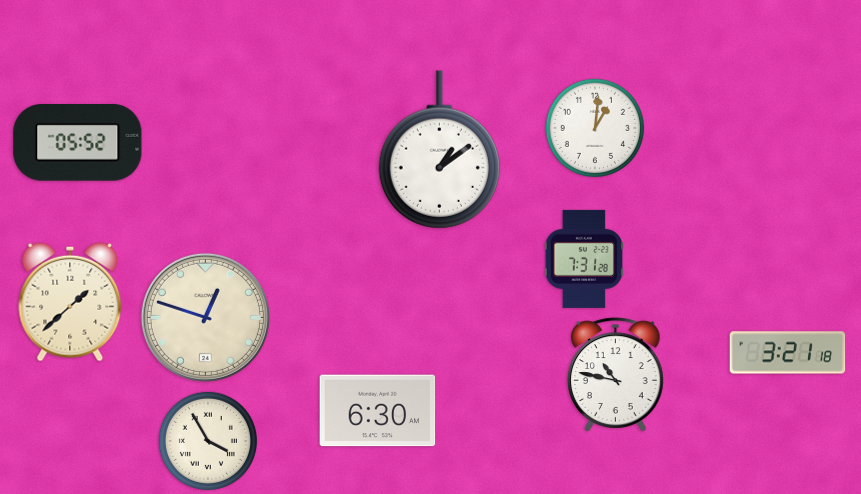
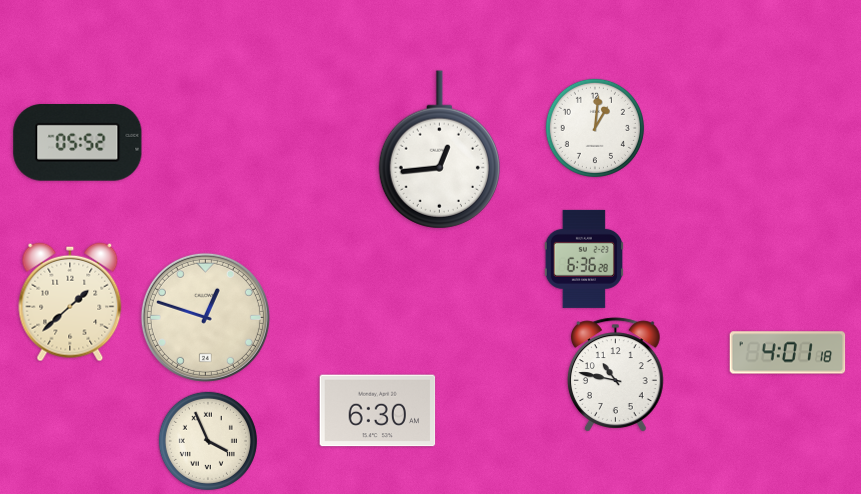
clock at (439, 150): 1:09 -> 12:44
clock at (583, 259): 7:31 -> 6:36
clock at (788, 353): 3:21 -> 4:01
clock at (208, 441): 3:55 -> 3:56
